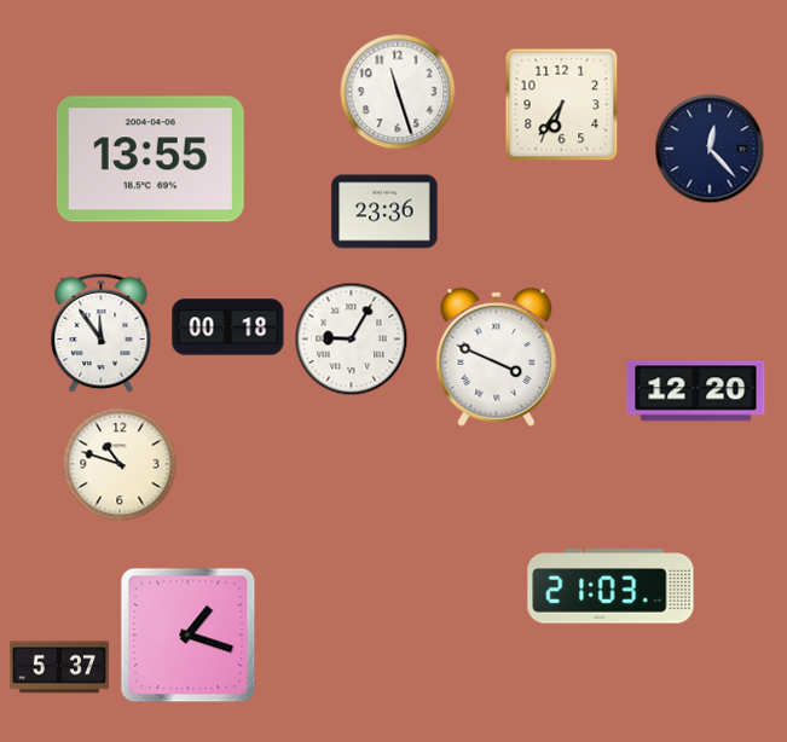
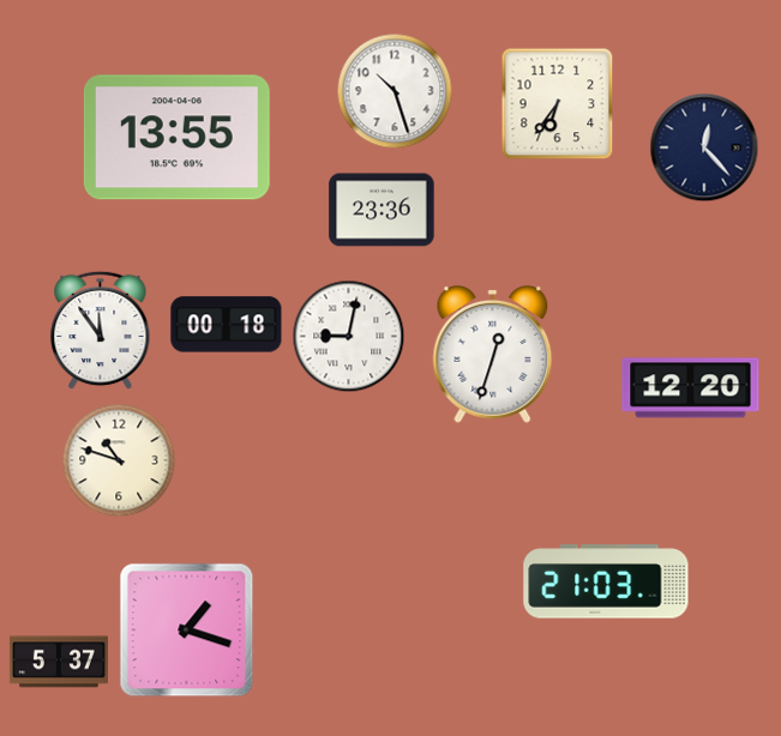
clock at (398, 92): 11:27 -> 10:27
clock at (150, 160) position: (150, 160) -> (176, 138)
clock at (352, 340): 9:05 -> 9:02
clock at (497, 356): 3:49 -> 12:33
